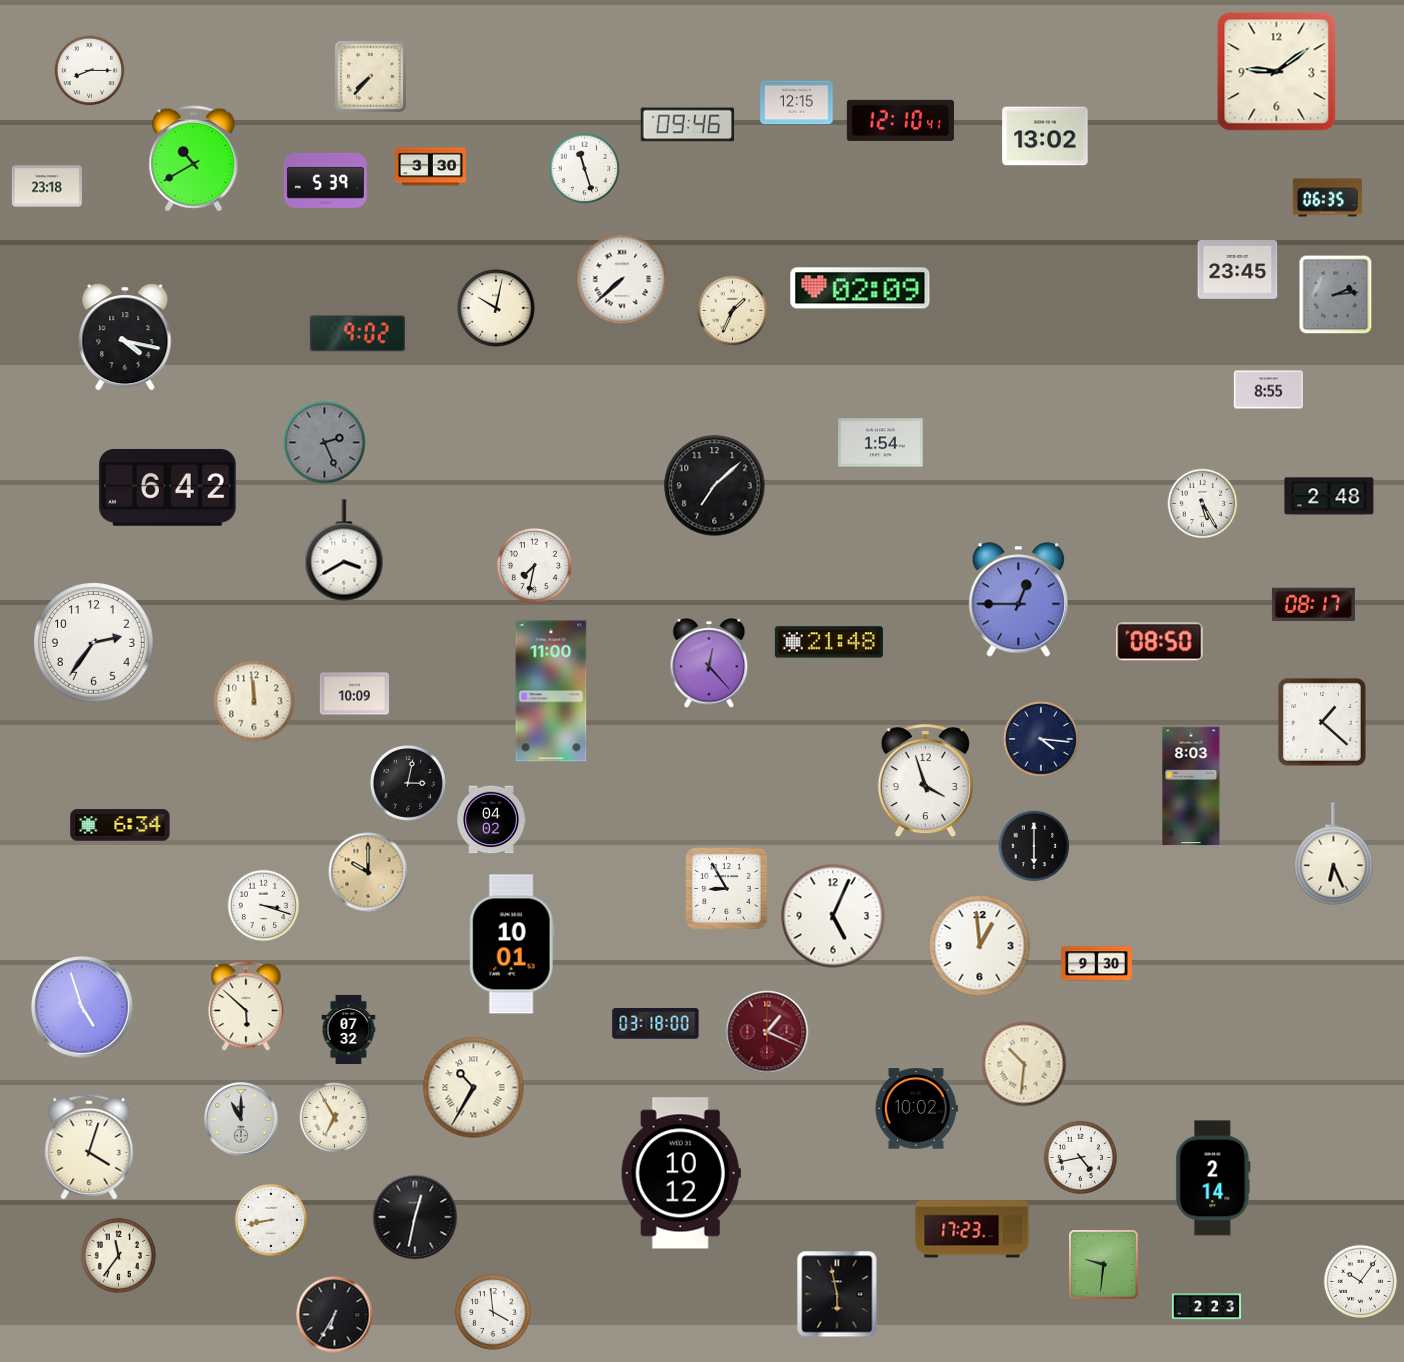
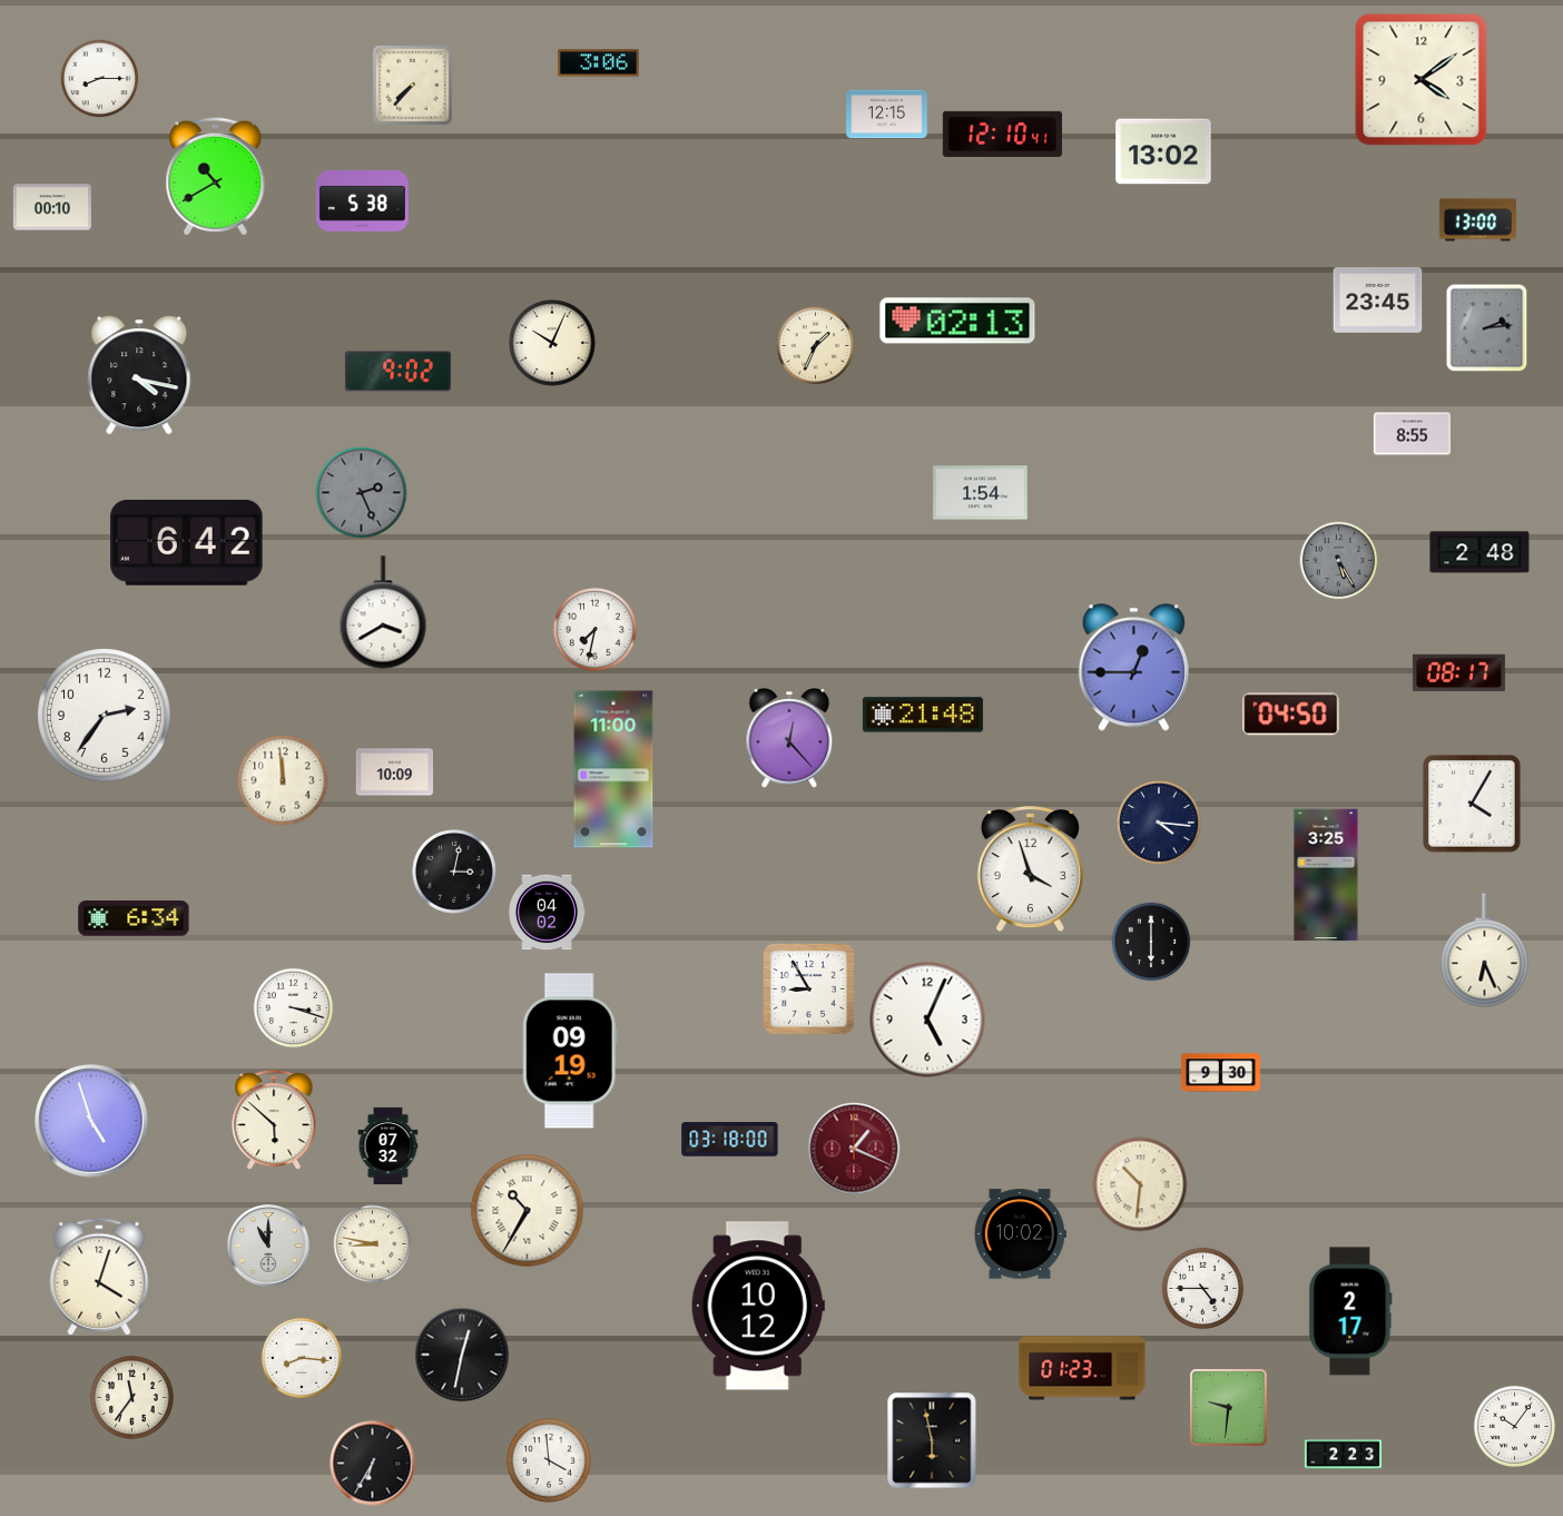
clock at (599, 63): none -> 3:06
clock at (1277, 72): 9:09 -> 4:09
clock at (688, 125): 09:46 -> none
clock at (431, 167): 3:30 -> none
clock at (585, 169): 11:27 -> none
clock at (325, 180): 5:39 -> 5:38
clock at (47, 186): 23:18 -> 00:10
clock at (1327, 198): 06:35 -> 13:00
clock at (622, 279): 7:38 -> none
clock at (860, 288): 02:09 -> 02:13
clock at (496, 308): 10:02 -> 10:04
clock at (715, 486): 7:08 -> none
clock at (1203, 504) dial: white -> grey
clock at (1313, 605) position: (1313, 605) -> (1458, 673)
clock at (1160, 642): 08:50 -> 04:50
clock at (1322, 722): 1:22 -> 4:05
clock at (1191, 786): 8:03 -> 3:25
clock at (368, 872): 10:00 -> none
clock at (512, 944): 10:01 -> 09:19
clock at (980, 946): 12:59 -> none
clock at (335, 1118): 6:55 -> 8:47
clock at (1080, 1157): 4:43 -> 4:45
clock at (1213, 1178): 2:14 -> 2:17
clock at (271, 1220): 8:43 -> 8:16
clock at (972, 1229): 17:23 -> 01:23
